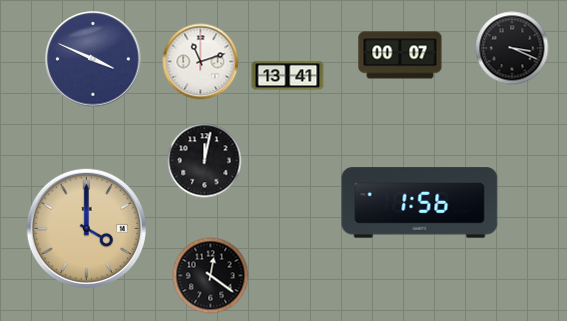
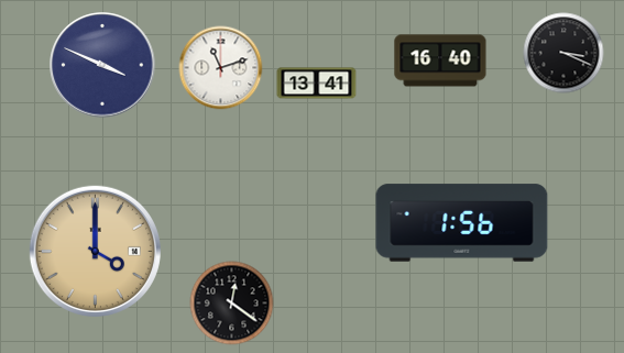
clock at (400, 55): 00:07 -> 16:40
clock at (205, 161): 12:02 -> none
